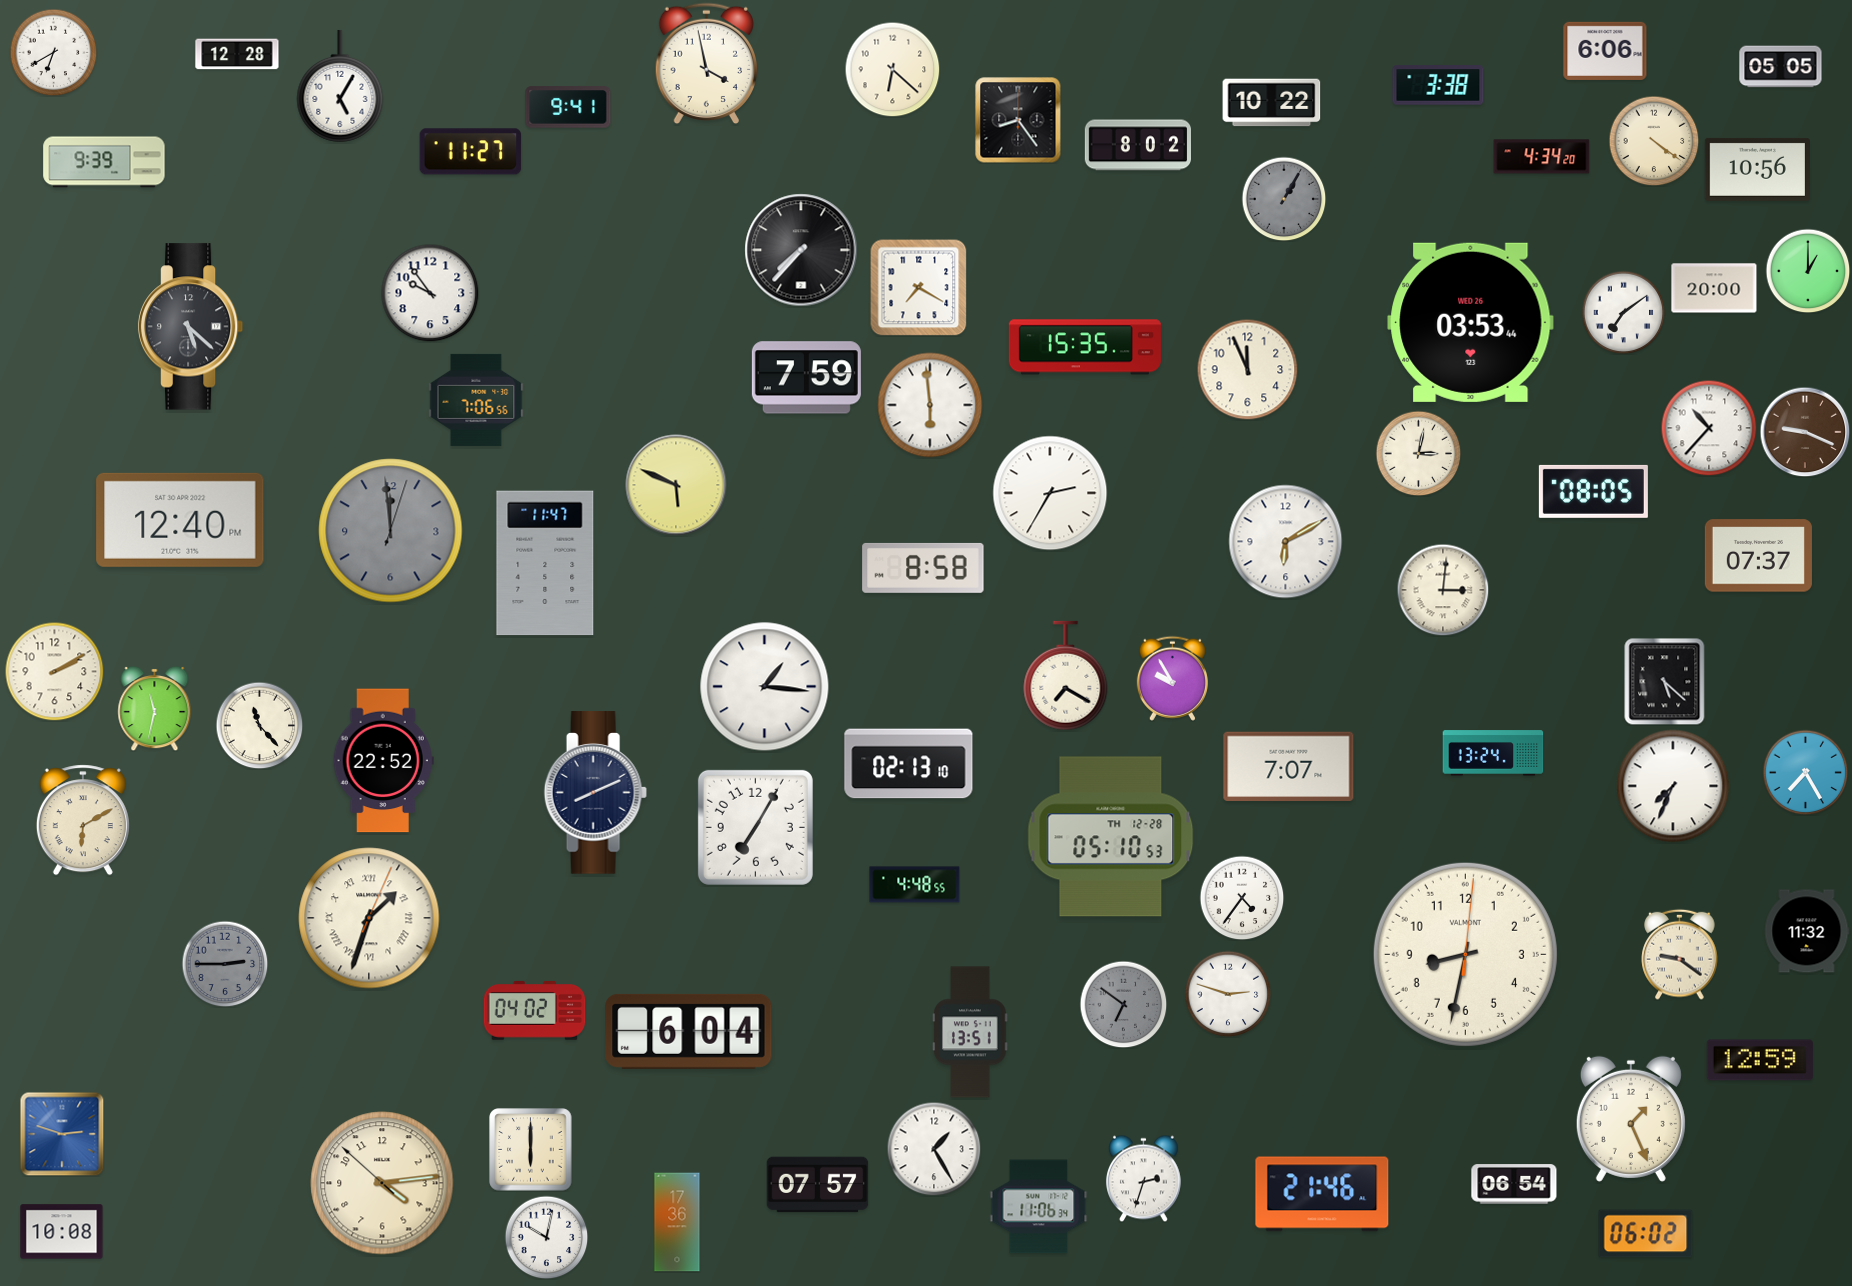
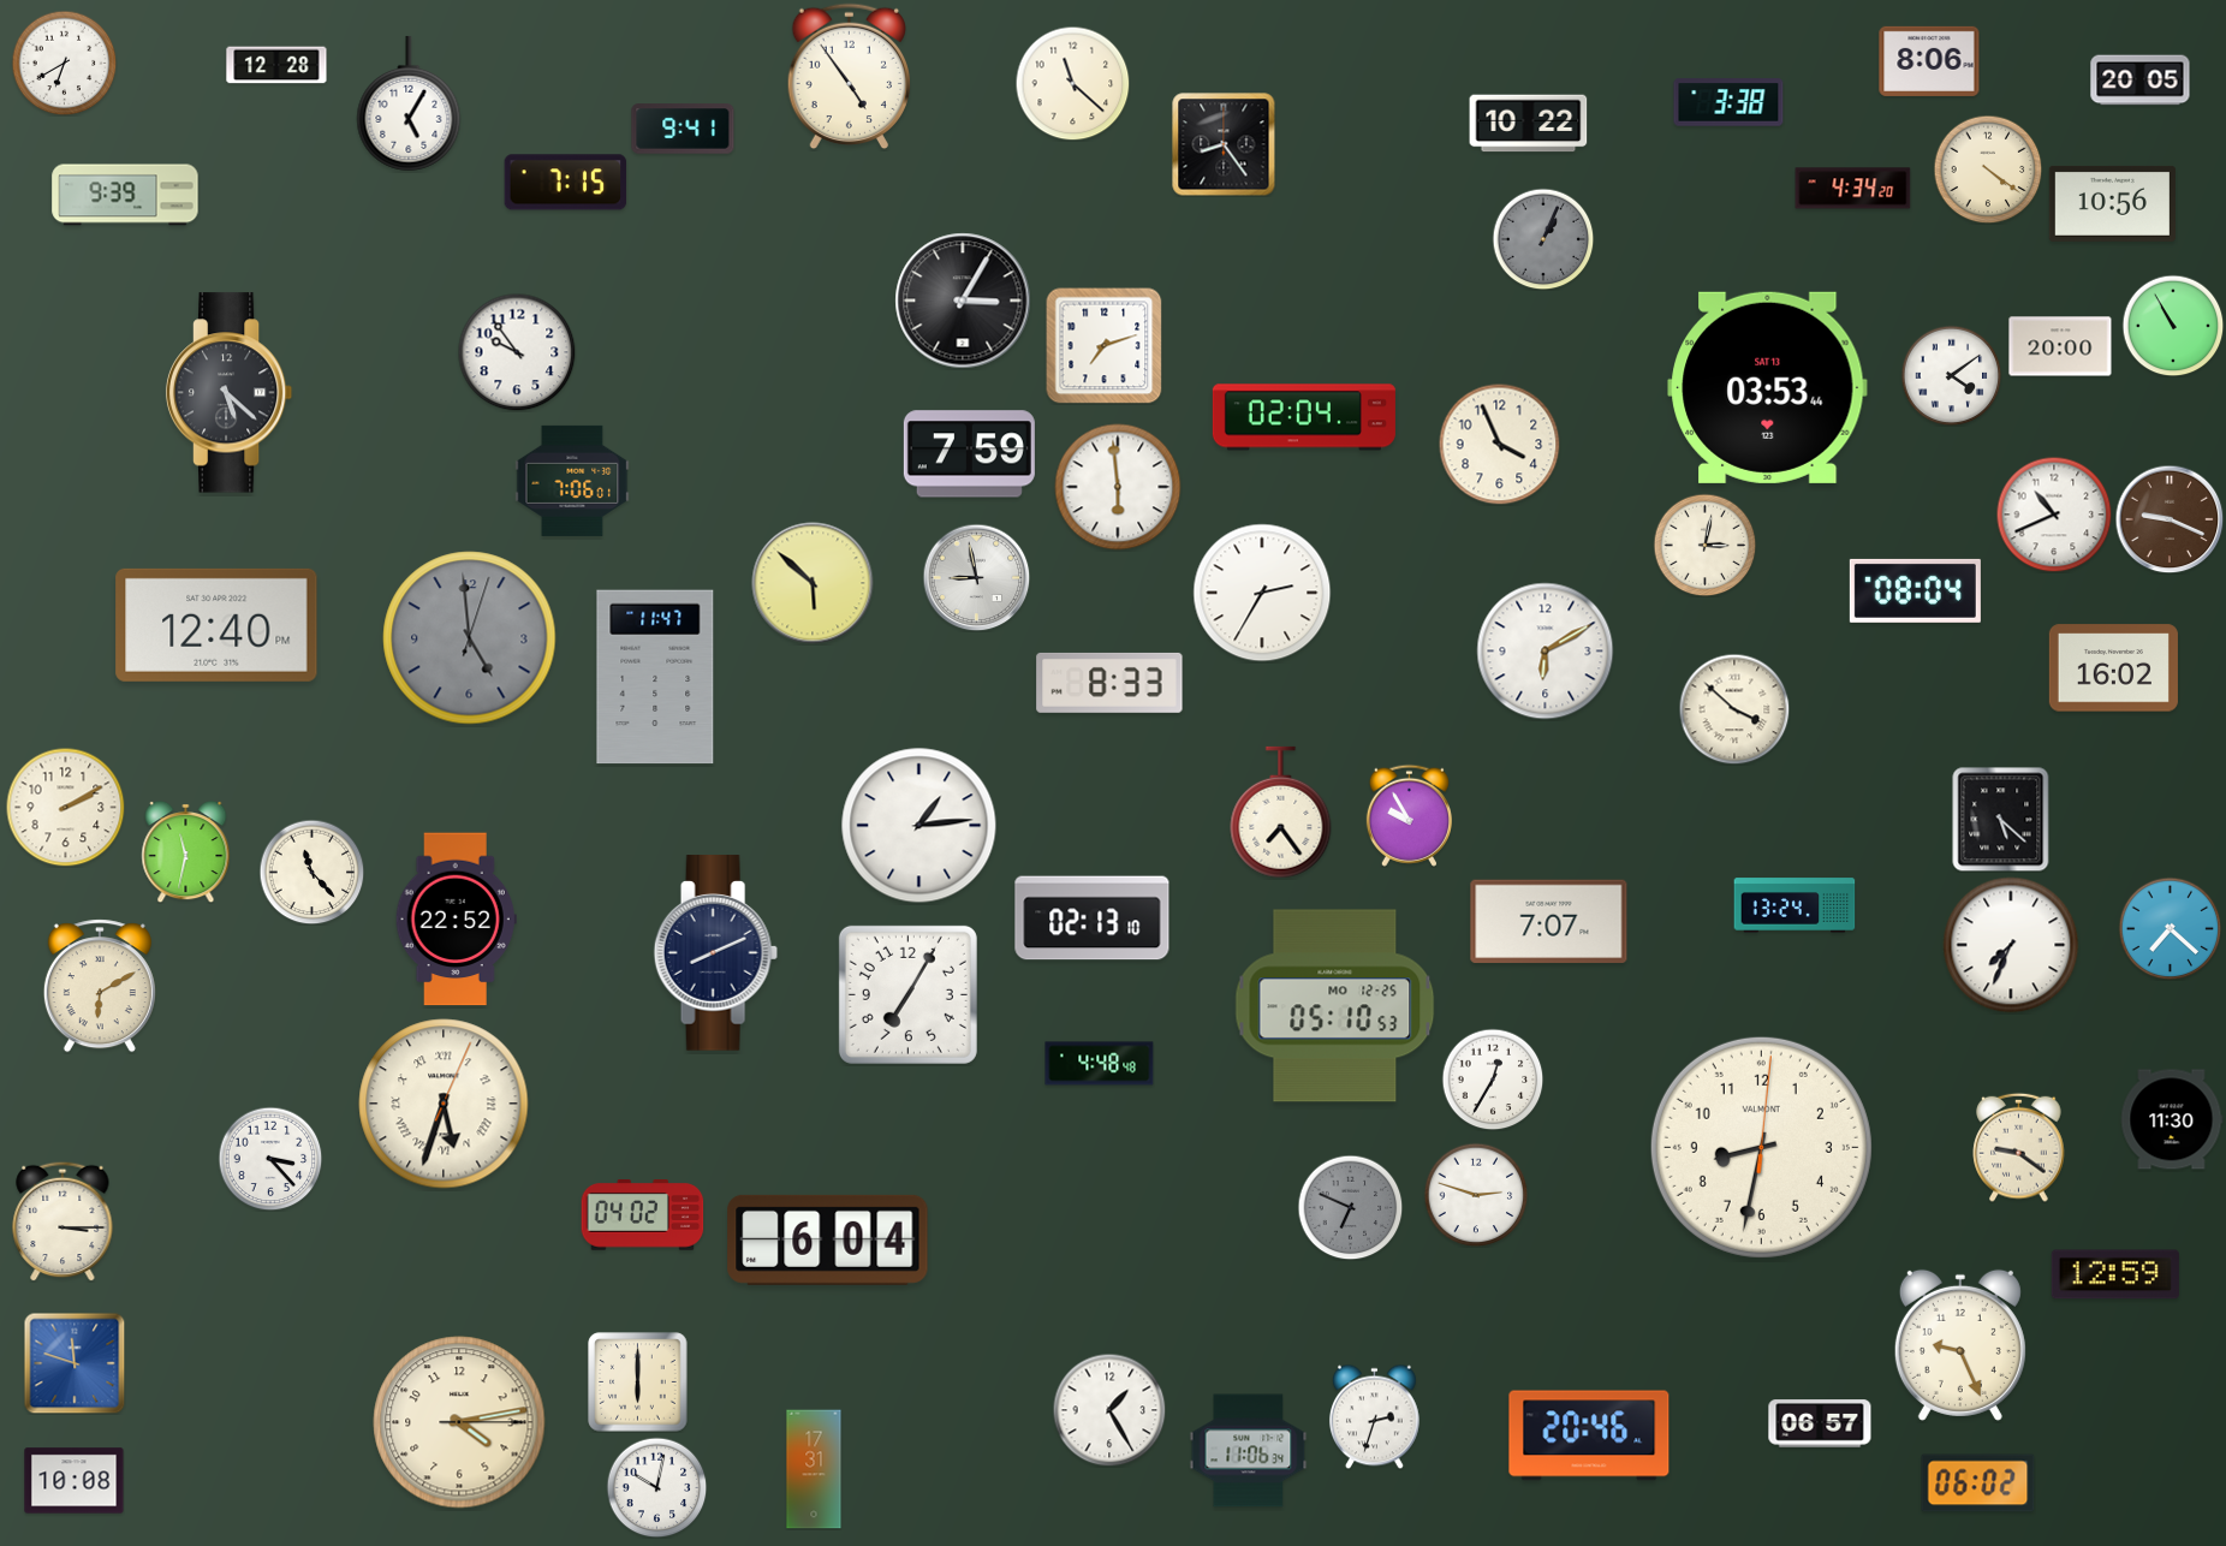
clock at (1605, 51): 6:06 -> 8:06
clock at (237, 54) position: (237, 54) -> (276, 65)
clock at (707, 64): 3:58 -> 4:54
clock at (1781, 67): 05:05 -> 20:05
clock at (892, 69): 6:22 -> 11:22
clock at (1137, 145): 8:02 -> none
clock at (471, 152): 11:27 -> 7:15
clock at (1284, 199): 1:05 -> 1:04
clock at (801, 250): 7:37 -> 3:05
clock at (1808, 271): 1:00 -> 10:55
clock at (919, 288): 7:20 -> 7:12
clock at (1623, 312): 7:09 -> 4:09
clock at (1471, 322) date: WED 26 -> SAT 13
clock at (1085, 347): 15:35 -> 02:04
clock at (1248, 370): 11:56 -> 3:56
clock at (476, 400): 7:06:56 -> 7:06:01
clock at (1709, 428): 10:37 -> 10:41
clock at (976, 577): none -> 8:58
clock at (676, 485): 5:49 -> 5:52
clock at (1593, 491): 08:05 -> 08:04
clock at (391, 531): 11:59 -> 4:59
clock at (1758, 556): 07:37 -> 16:02
clock at (923, 568): 8:58 -> 8:33
clock at (1443, 590): 3:01 -> 3:52
clock at (1066, 676): 7:20 -> 7:24
clock at (765, 687): 1:16 -> 1:14
clock at (383, 761) position: (383, 761) -> (456, 920)
clock at (1805, 772): 7:25 -> 7:22
clock at (1111, 837) date: TH 12-28 -> MO 12-25
clock at (915, 885): 4:48:55 -> 4:48:48
clock at (1242, 898): 4:36 -> 12:35
clock at (369, 918): 1:33 -> 5:33
clock at (1807, 931): 11:32 -> 11:30
clock at (225, 964): 2:45 -> 3:23
clock at (225, 964) dial: grey -> white
clock at (1123, 1004): 6:51 -> 6:49
clock at (63, 1221): none -> 3:15
clock at (970, 1032): 13:51 -> none
clock at (1631, 1119): 1:26 -> 9:26
clock at (62, 1134): 2:48 -> 11:48
clock at (934, 1149) position: (934, 1149) -> (1109, 1410)
clock at (382, 1183): 4:13:52 -> 4:13:15
clock at (1514, 1184): 06:54 -> 06:57
clock at (818, 1185): 07:57 -> none
clock at (1322, 1194): 21:46 -> 20:46
clock at (677, 1222): 17:36 -> 17:31
